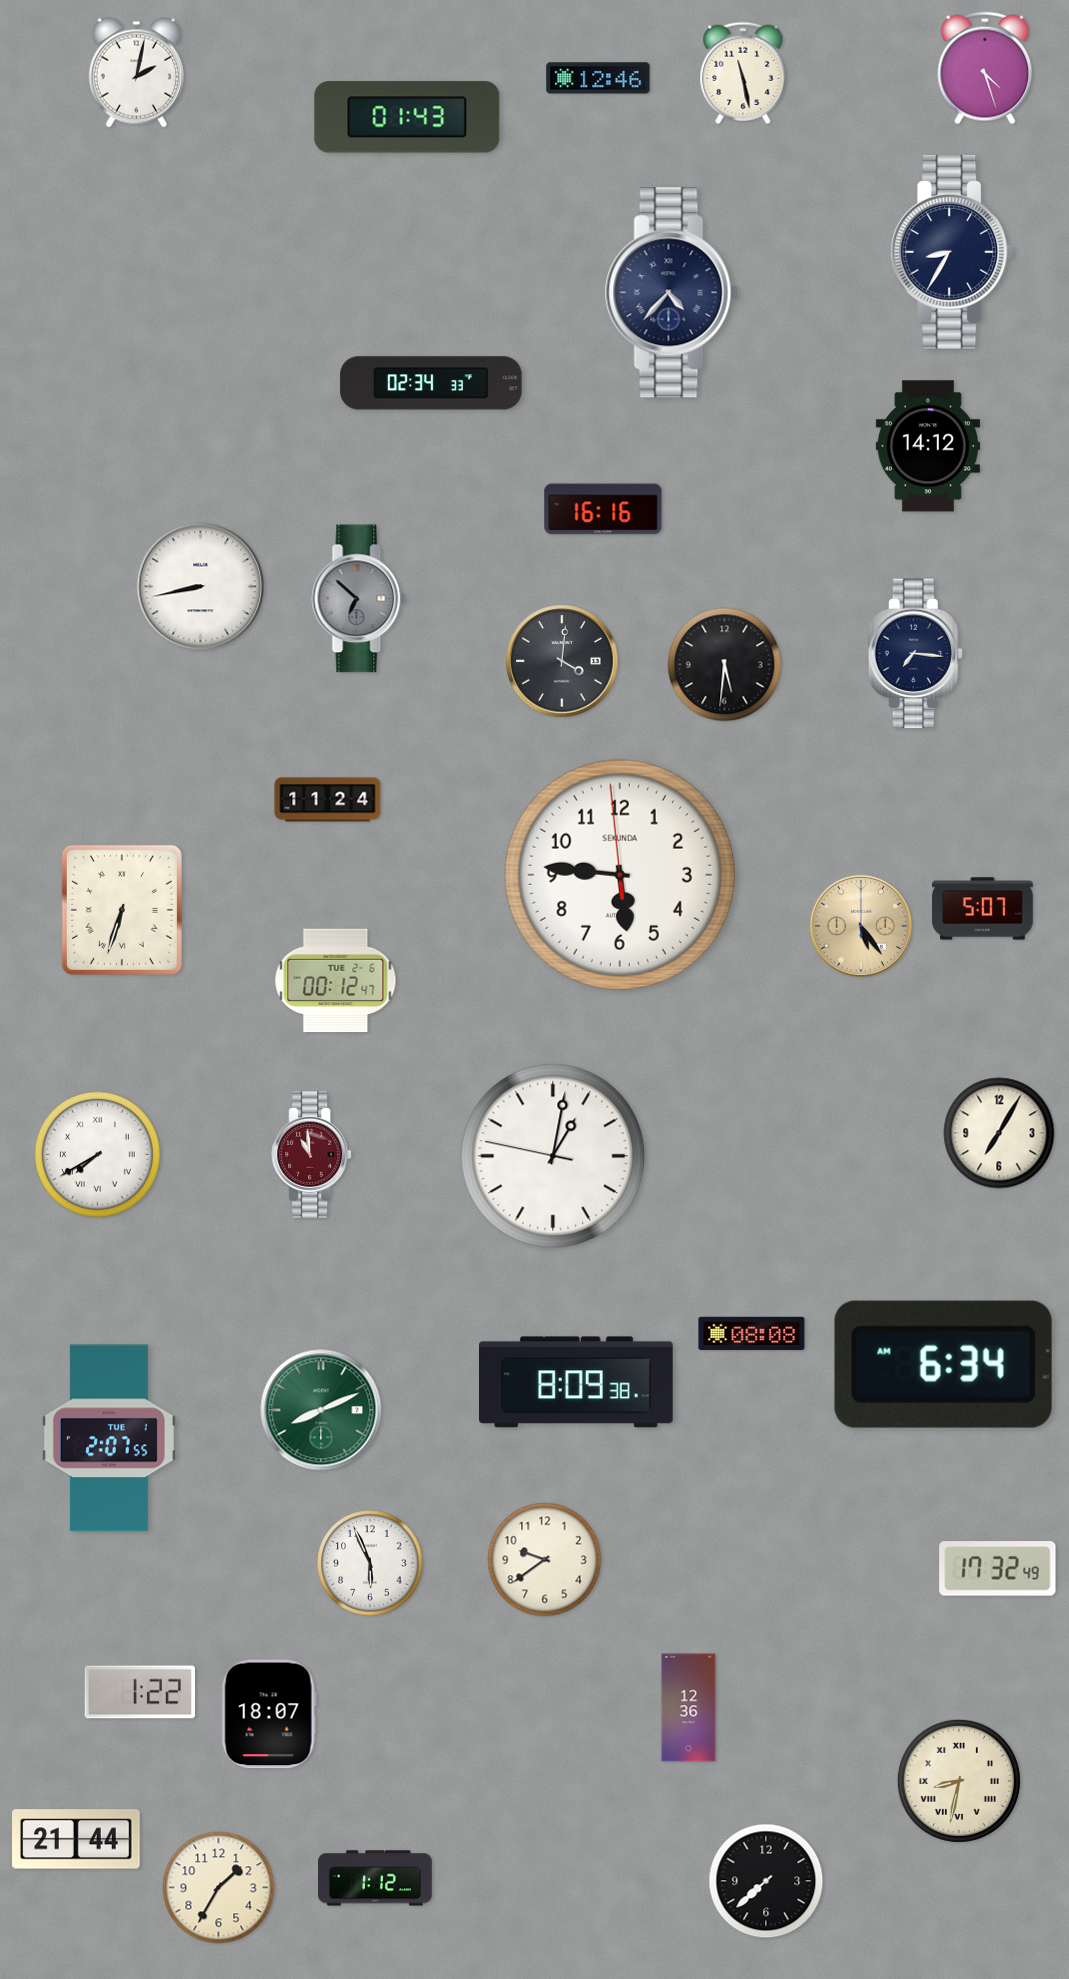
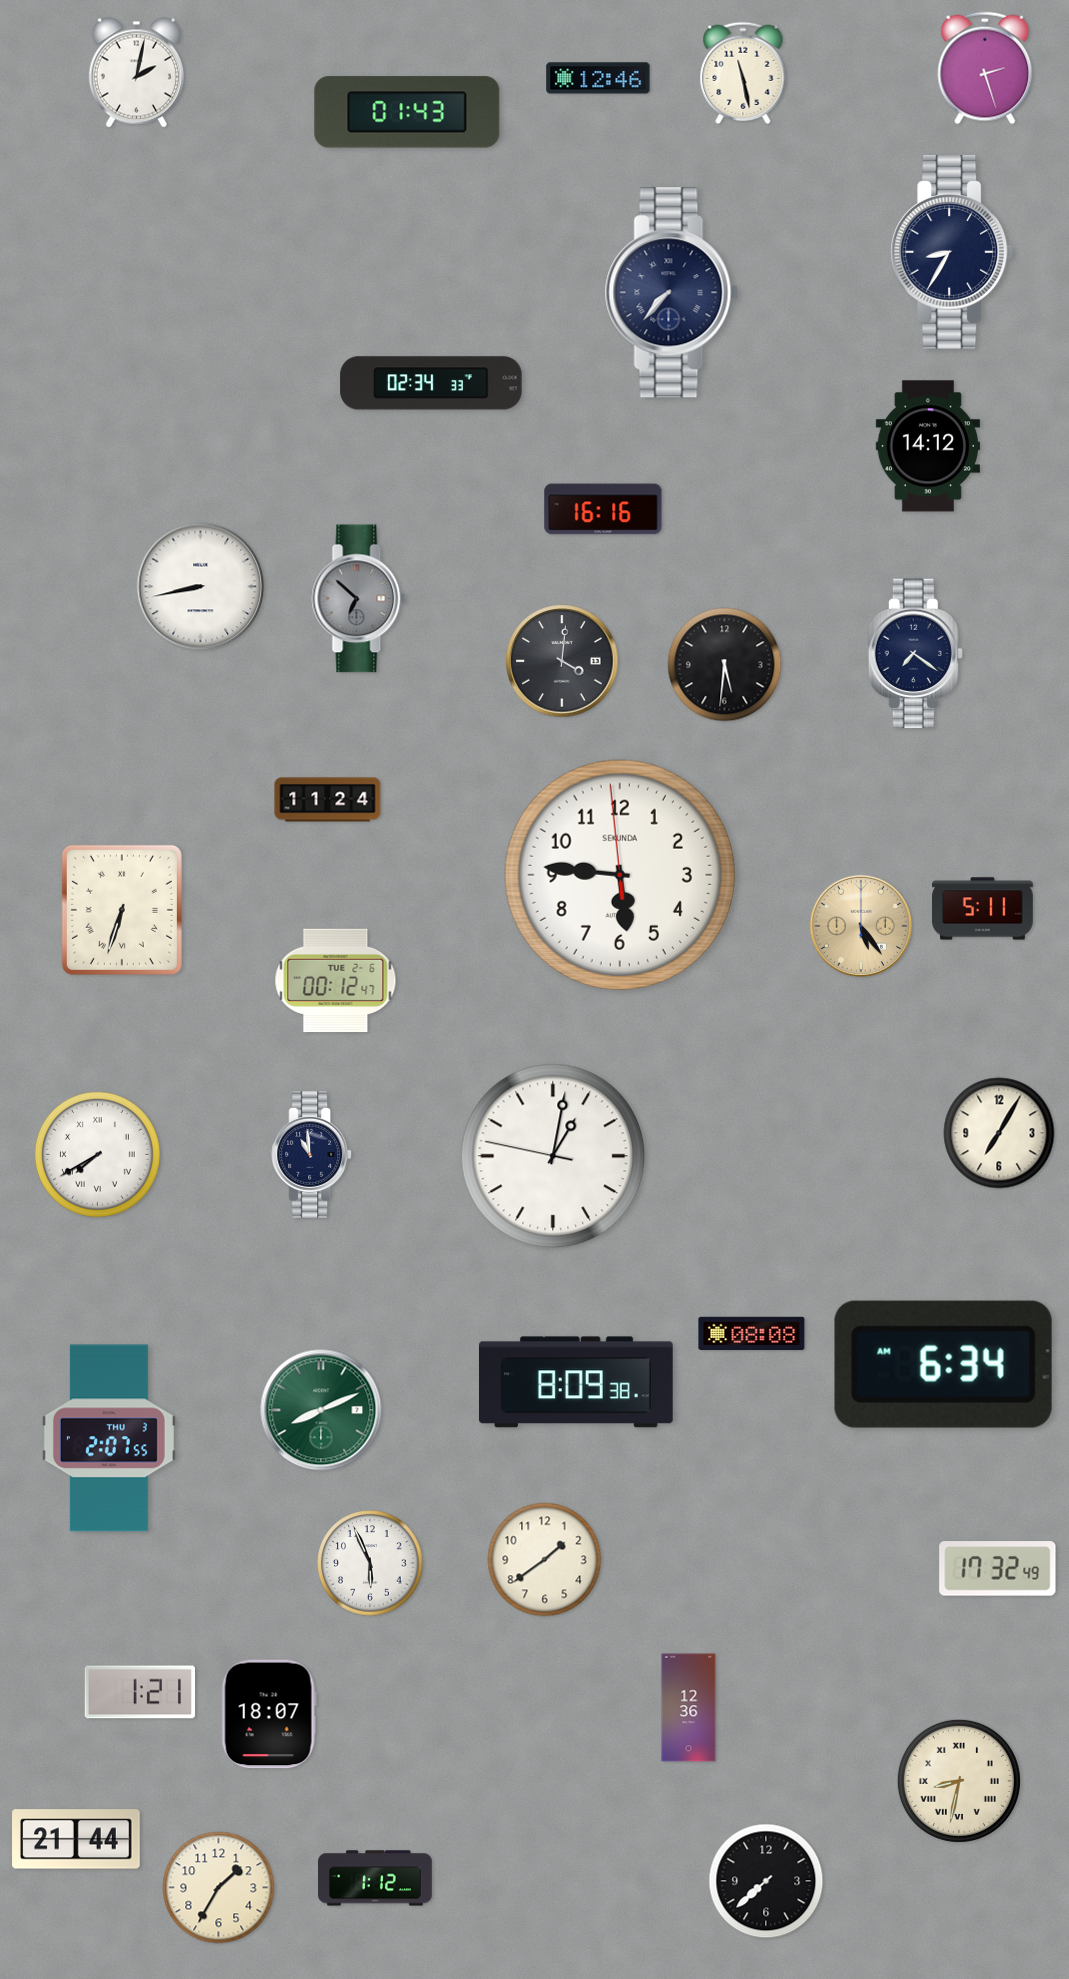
clock at (985, 68): 4:27 -> 2:27
clock at (407, 117) position: (407, 117) -> (407, 112)
clock at (671, 293): 4:37 -> 7:37
clock at (915, 654): 7:16 -> 7:21
clock at (983, 909): 5:07 -> 5:11
clock at (312, 1154) dial: burgundy -> navy
clock at (109, 1438) date: TUE 1 -> THU 3
clock at (545, 1560): 9:39 -> 1:39
clock at (140, 1692): 1:22 -> 1:21
